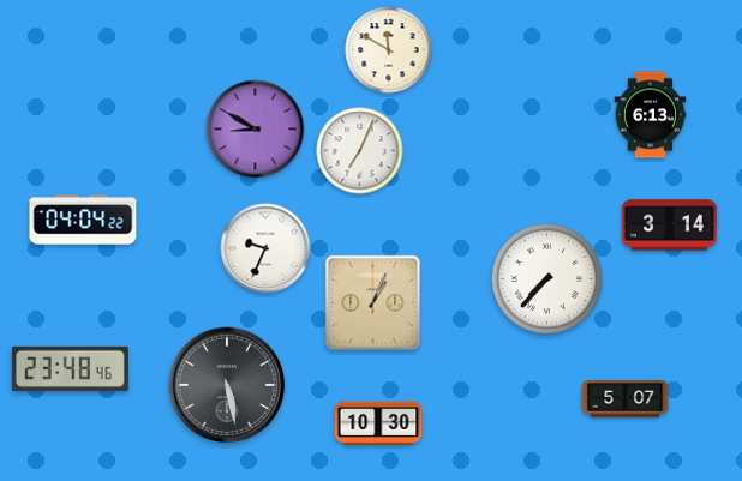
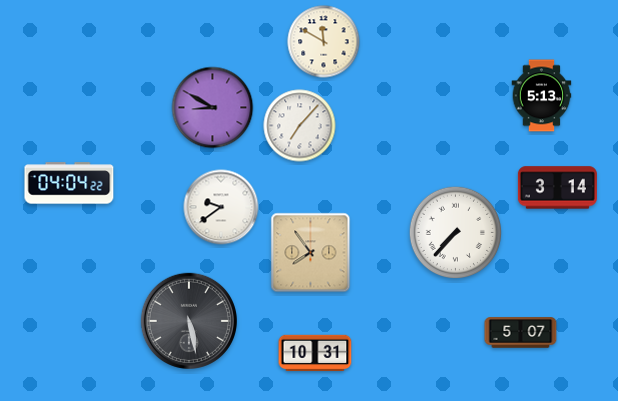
clock at (651, 115): 6:13 -> 5:13
clock at (360, 151): 7:04 -> 7:07
clock at (265, 248): 9:34 -> 9:39
clock at (373, 303): 1:04 -> 7:54
clock at (70, 368): 23:48 -> none
clock at (378, 423): 10:30 -> 10:31
